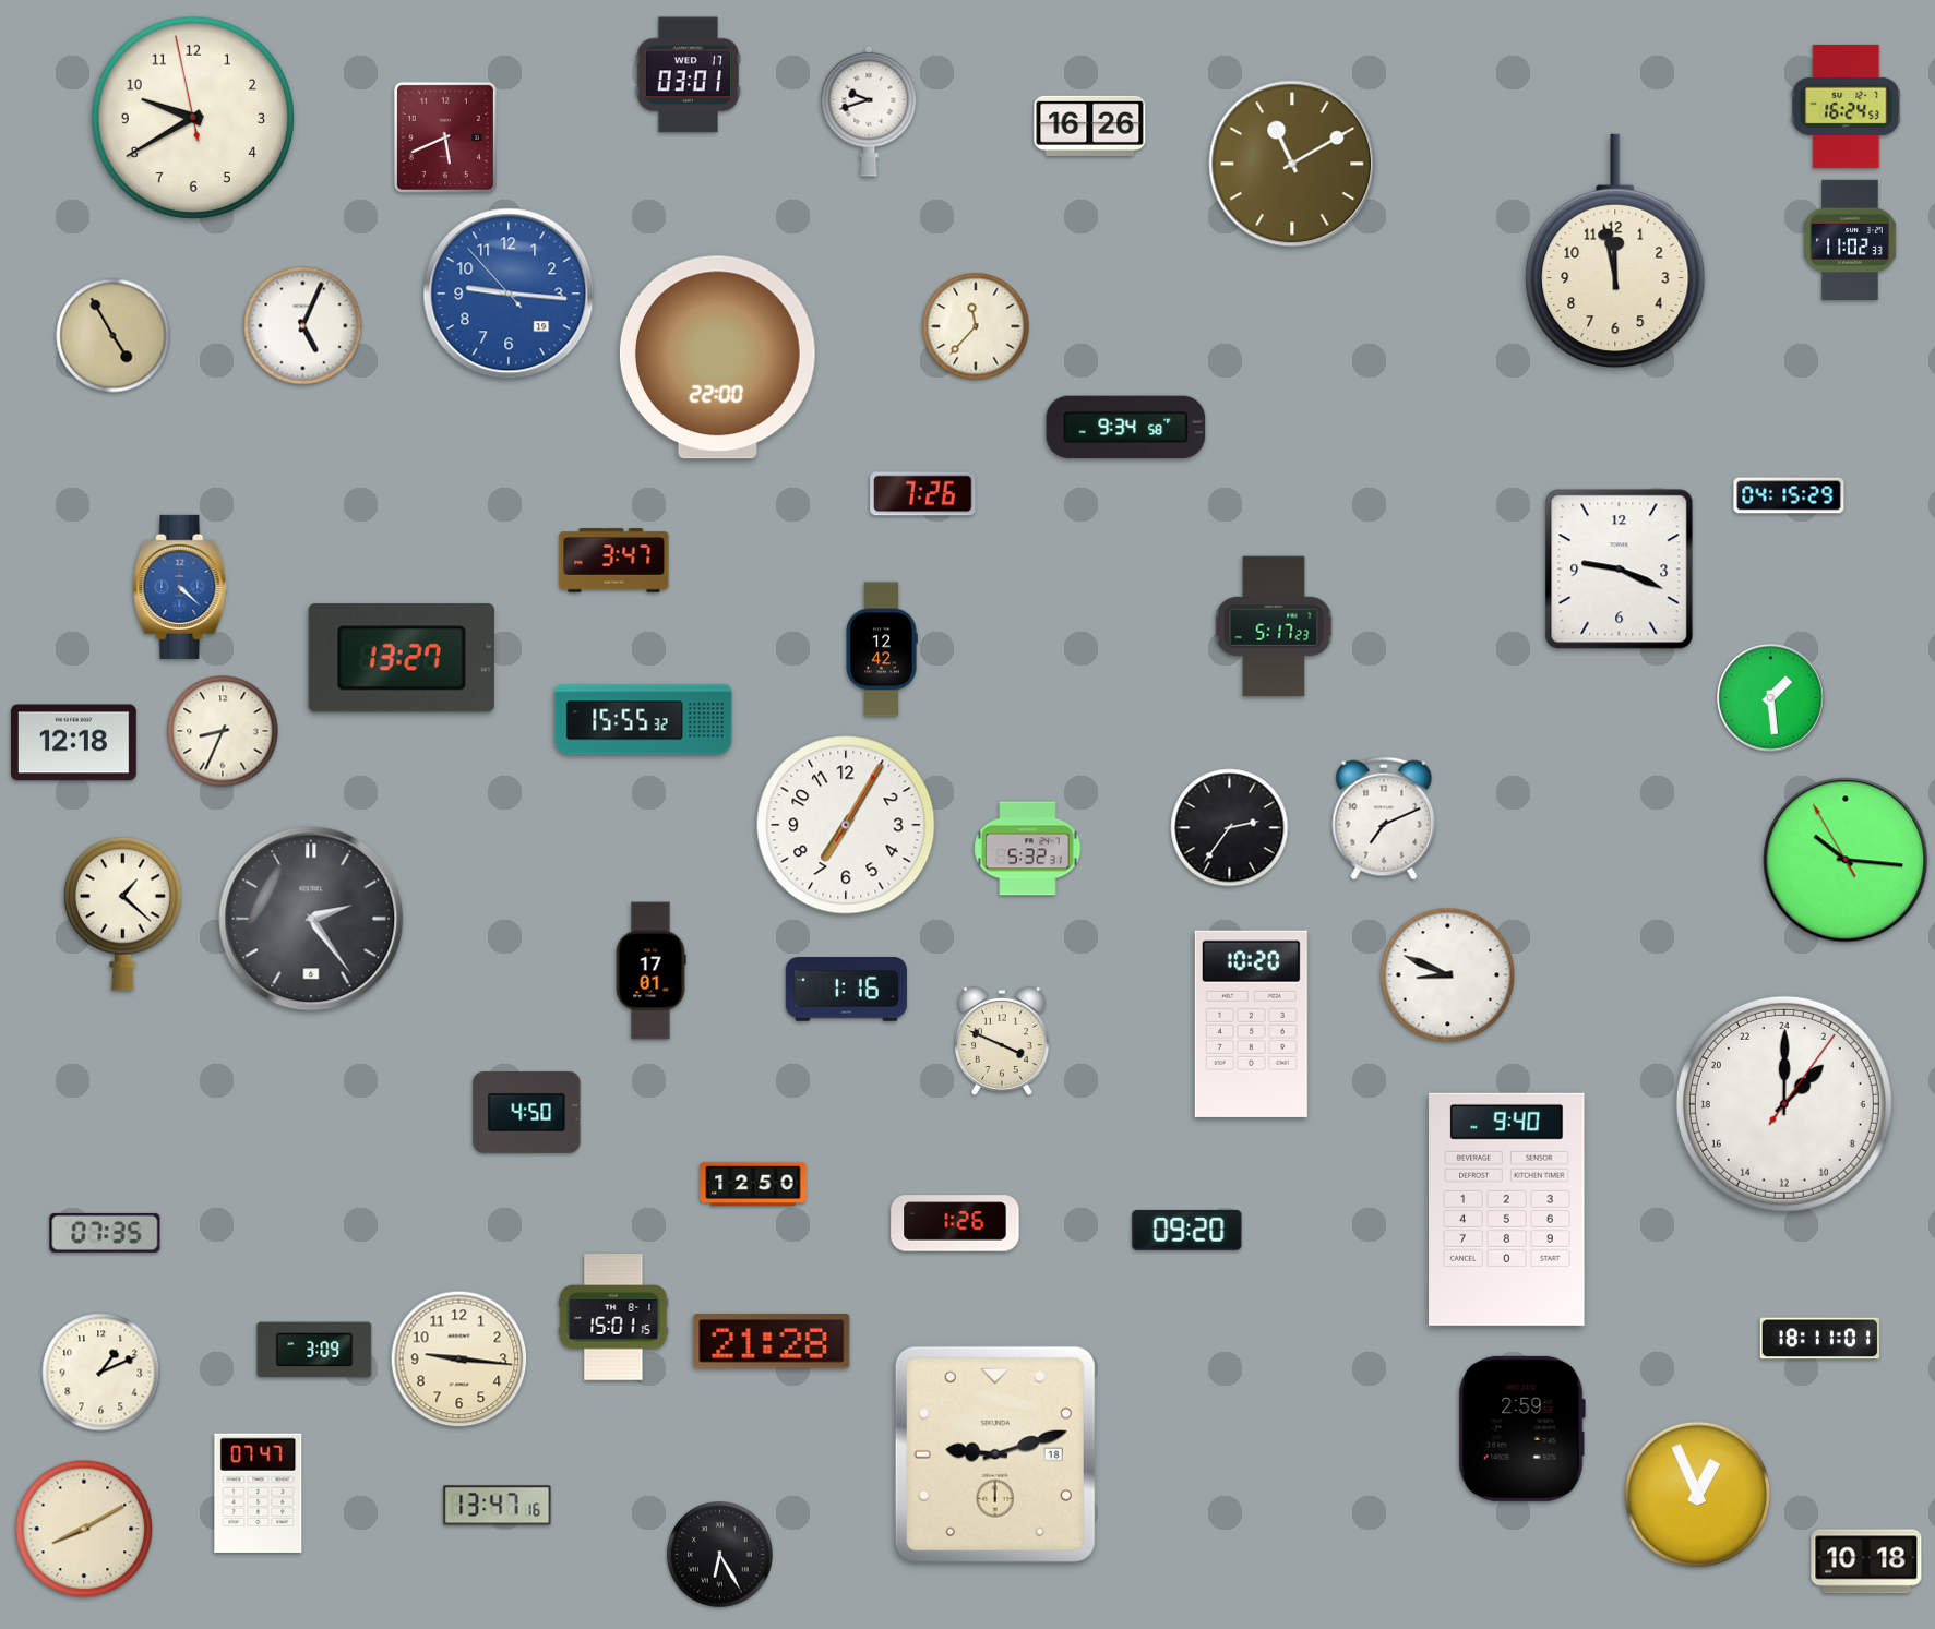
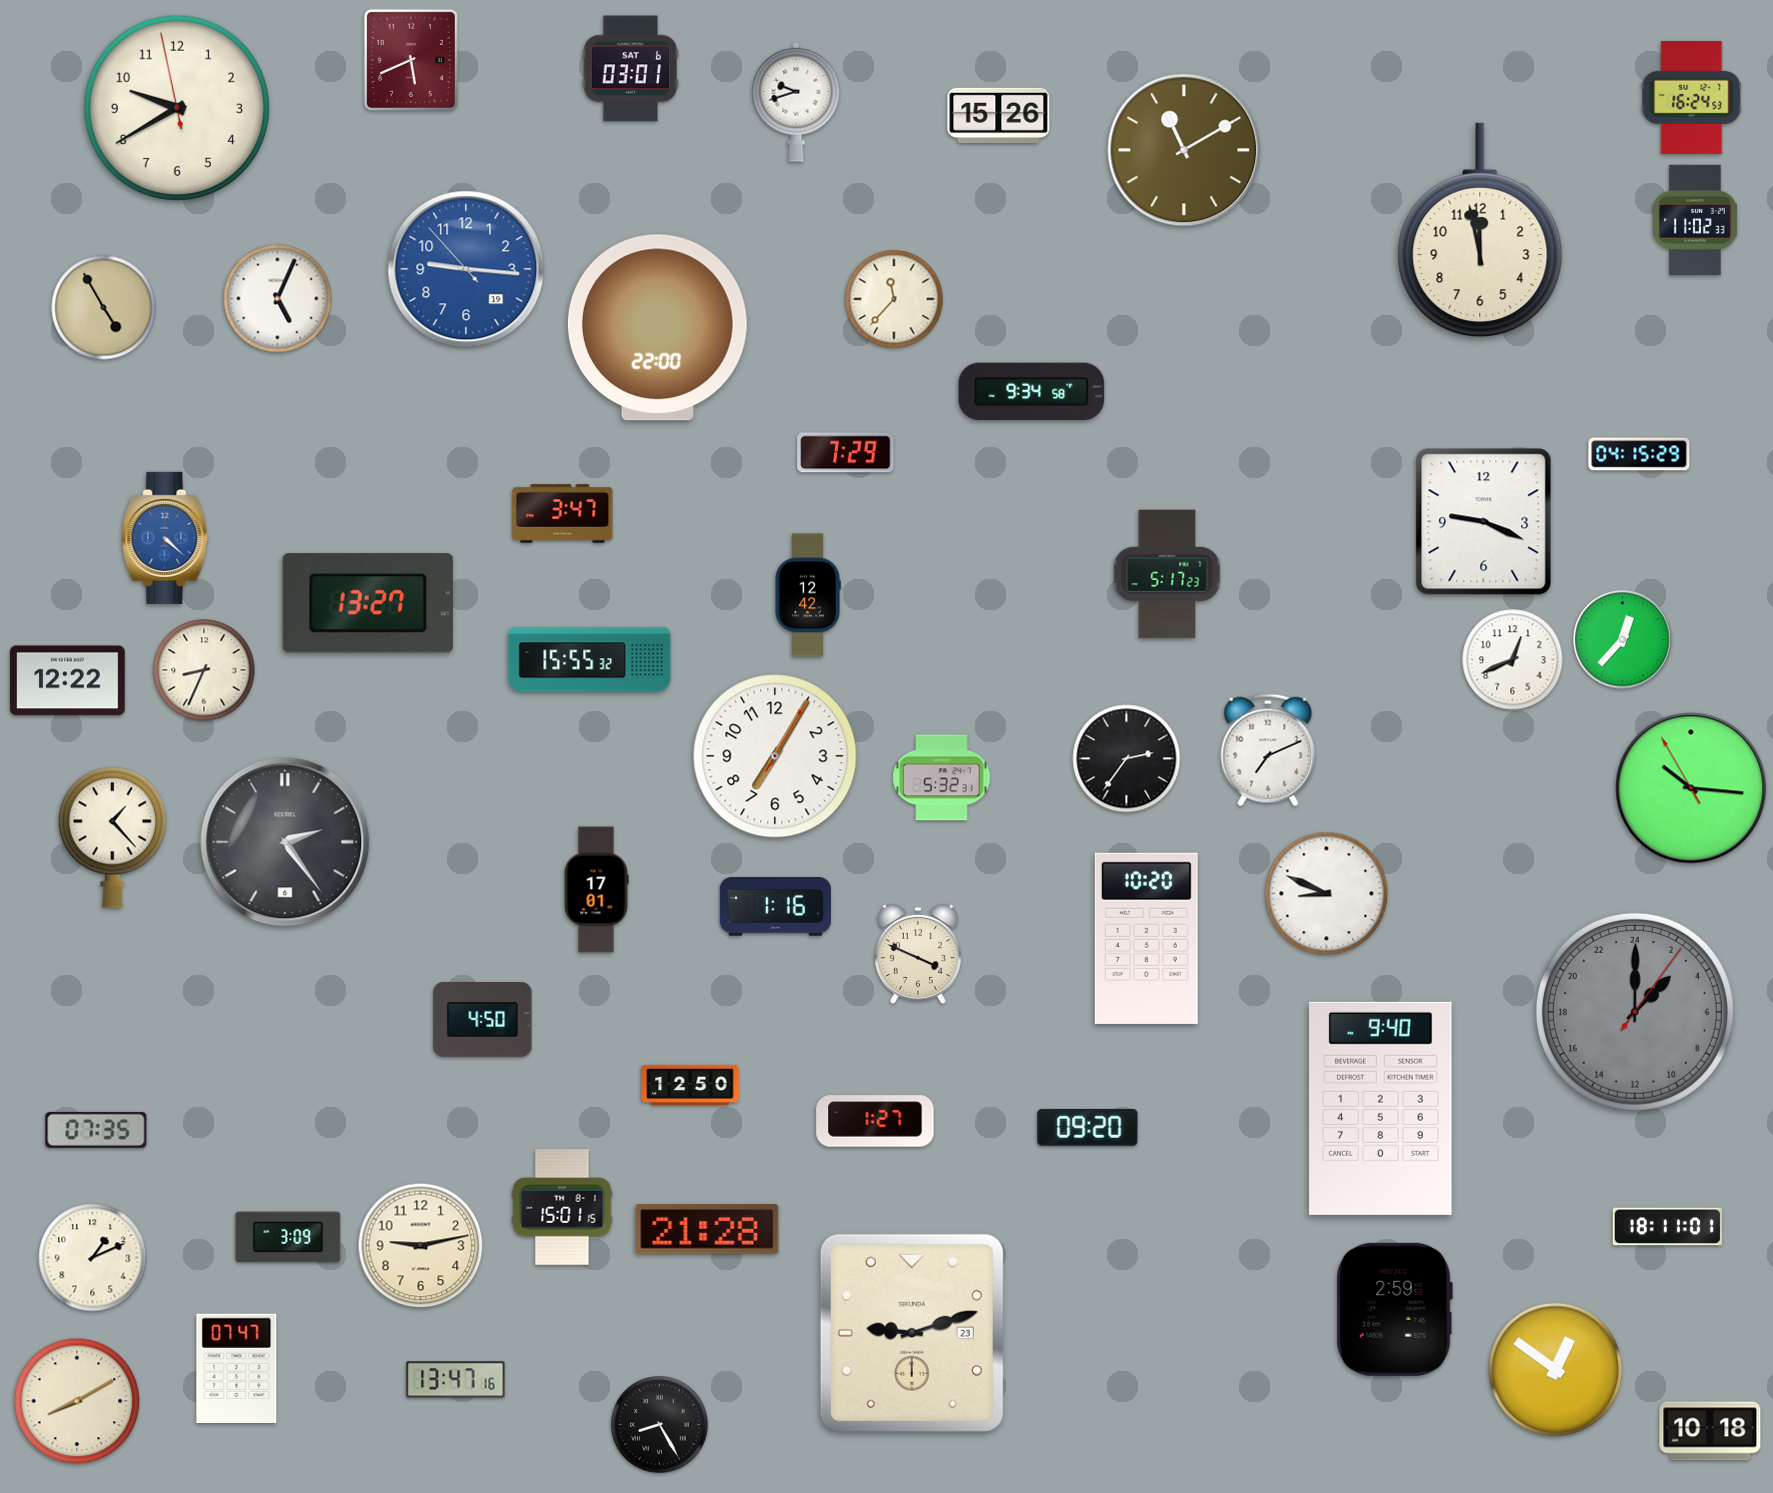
clock at (689, 75) date: WED 17 -> SAT 6
clock at (1090, 125): 16:26 -> 15:26
clock at (445, 137) position: (445, 137) -> (411, 60)
clock at (923, 494): 7:26 -> 7:29
clock at (1771, 698): 1:29 -> 12:37
clock at (1513, 660): none -> 12:41
clock at (74, 743): 12:18 -> 12:22
clock at (122, 913): 1:22 -> 1:23
clock at (1784, 1104) dial: white -> grey
clock at (955, 1223): 1:26 -> 1:27
clock at (459, 1360): 9:16 -> 9:13
clock at (995, 1454) date: 18 -> 23
clock at (1697, 1494): 12:56 -> 12:51
clock at (720, 1555): 6:25 -> 8:25
